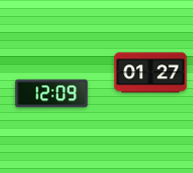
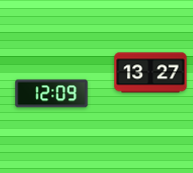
clock at (151, 73): 01:27 -> 13:27
